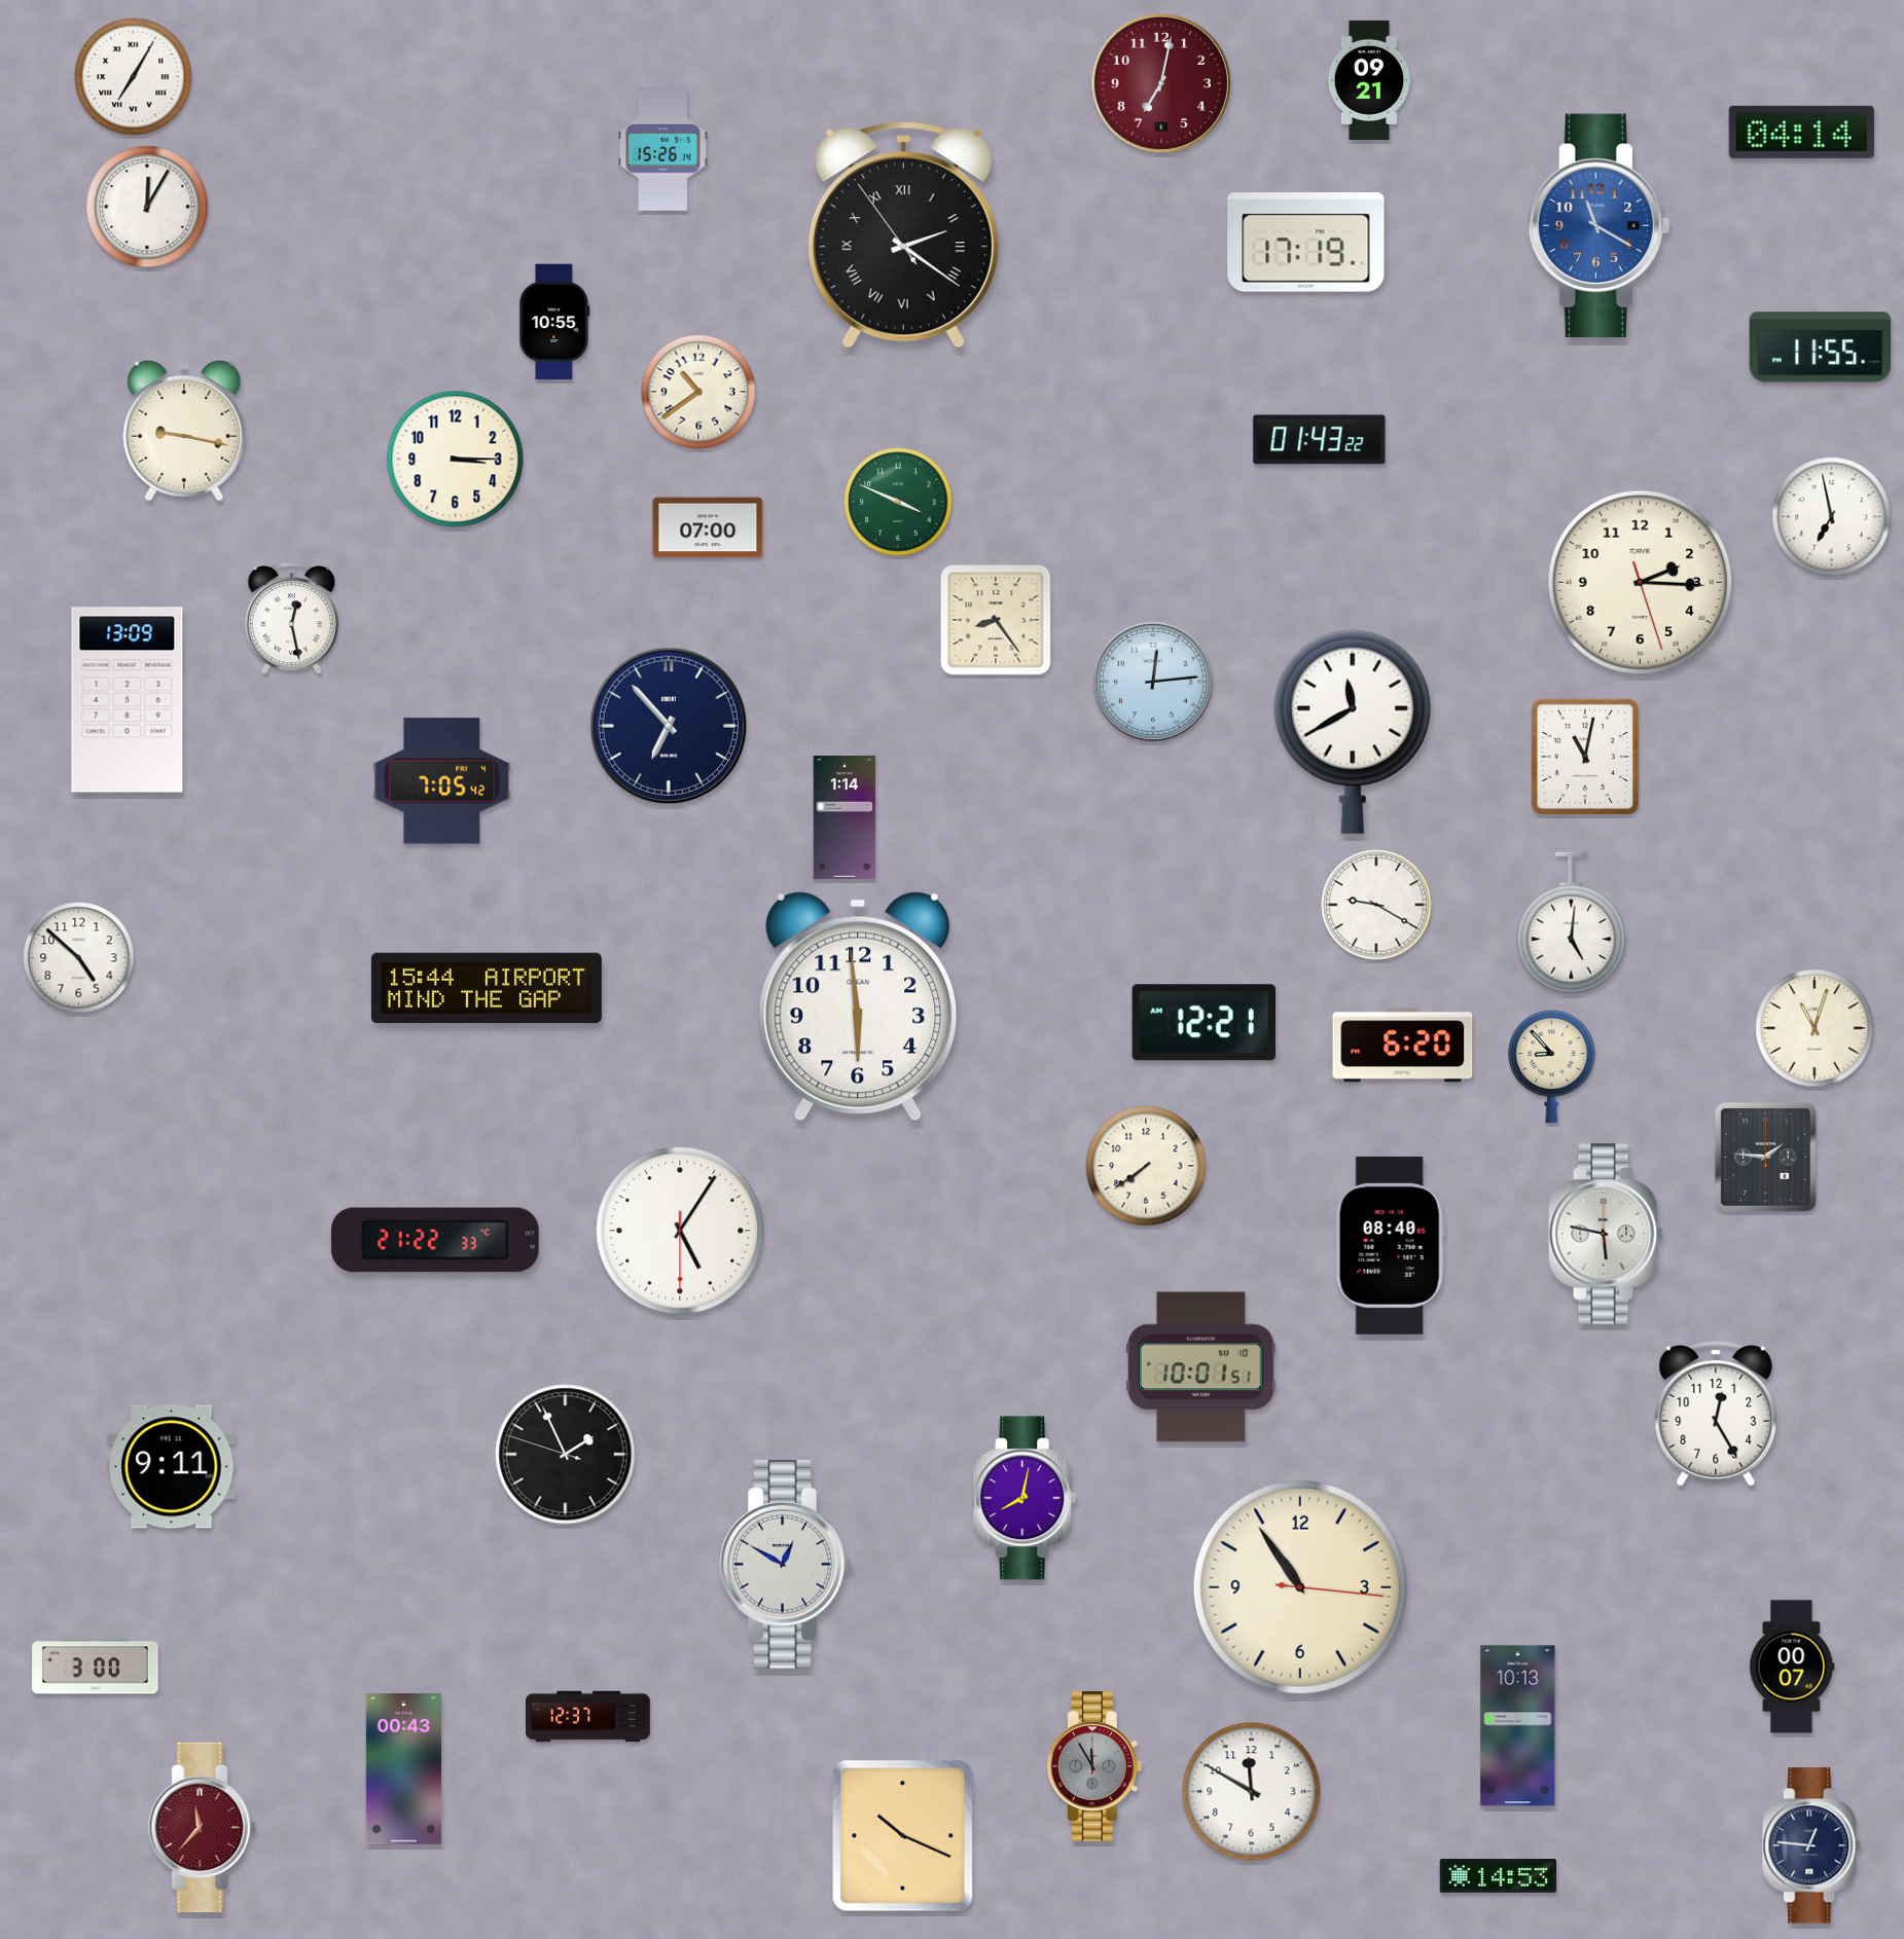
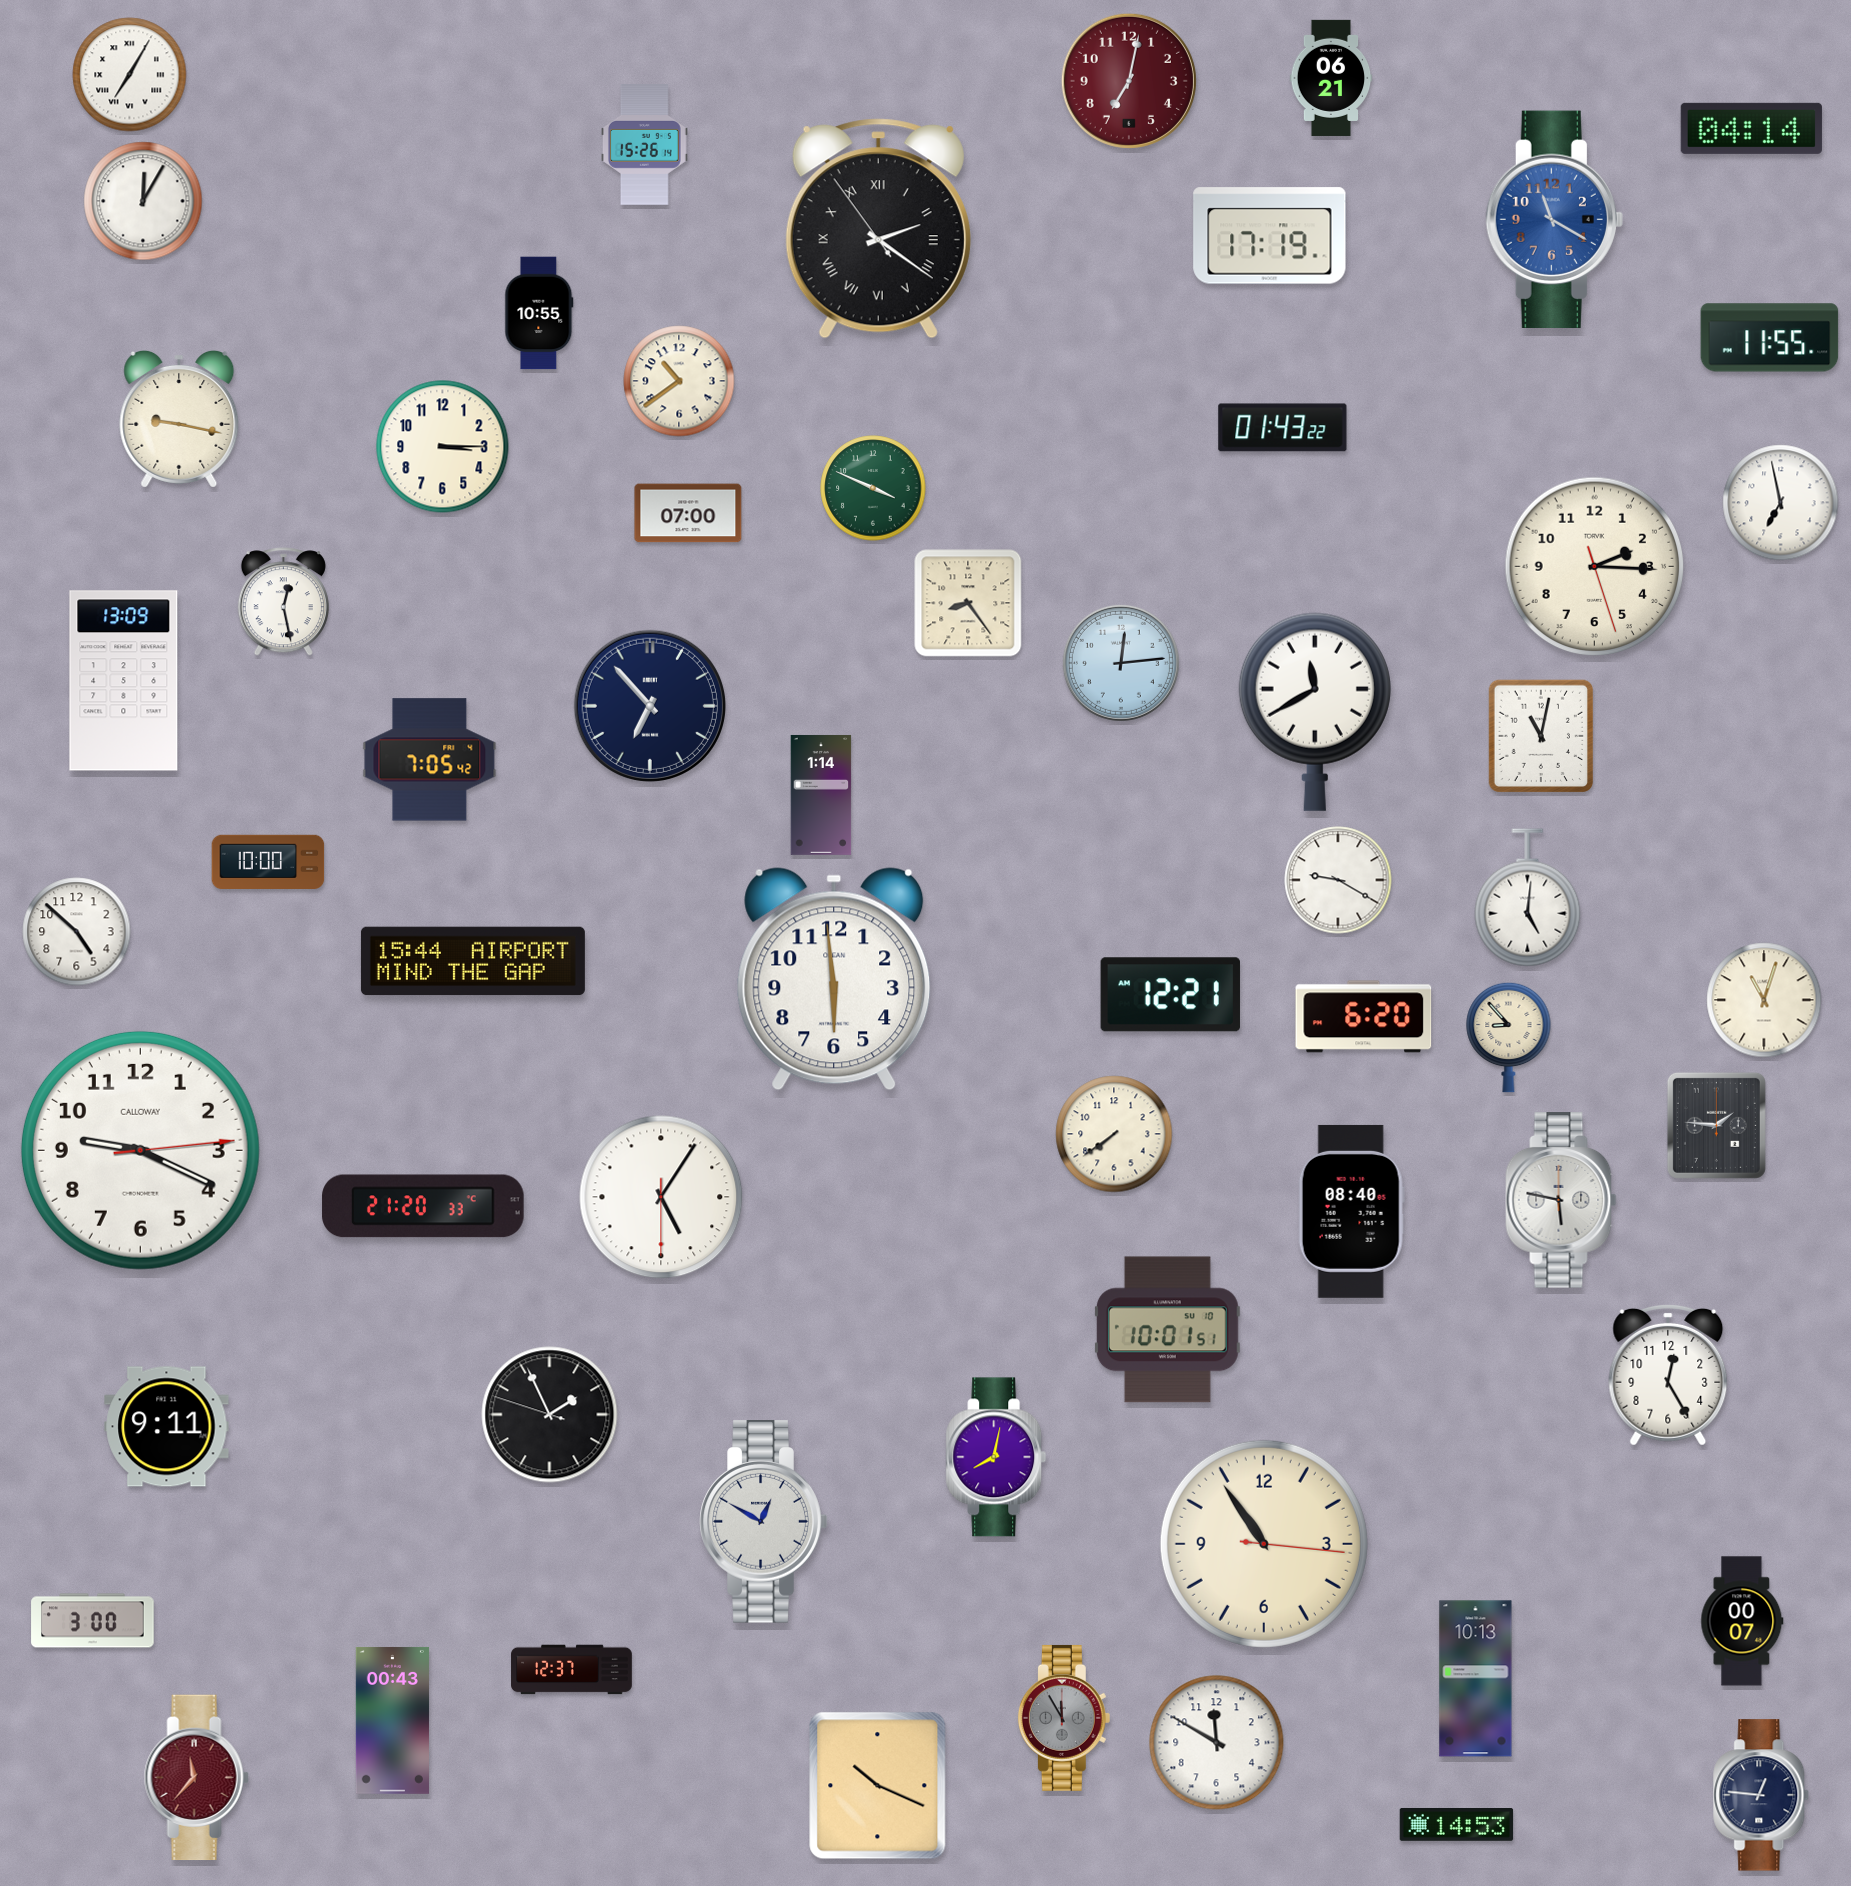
clock at (1369, 80): 09:21 -> 06:21
clock at (268, 861): none -> 10:00
clock at (140, 1150): none -> 9:19
clock at (435, 1240): 21:22 -> 21:20
